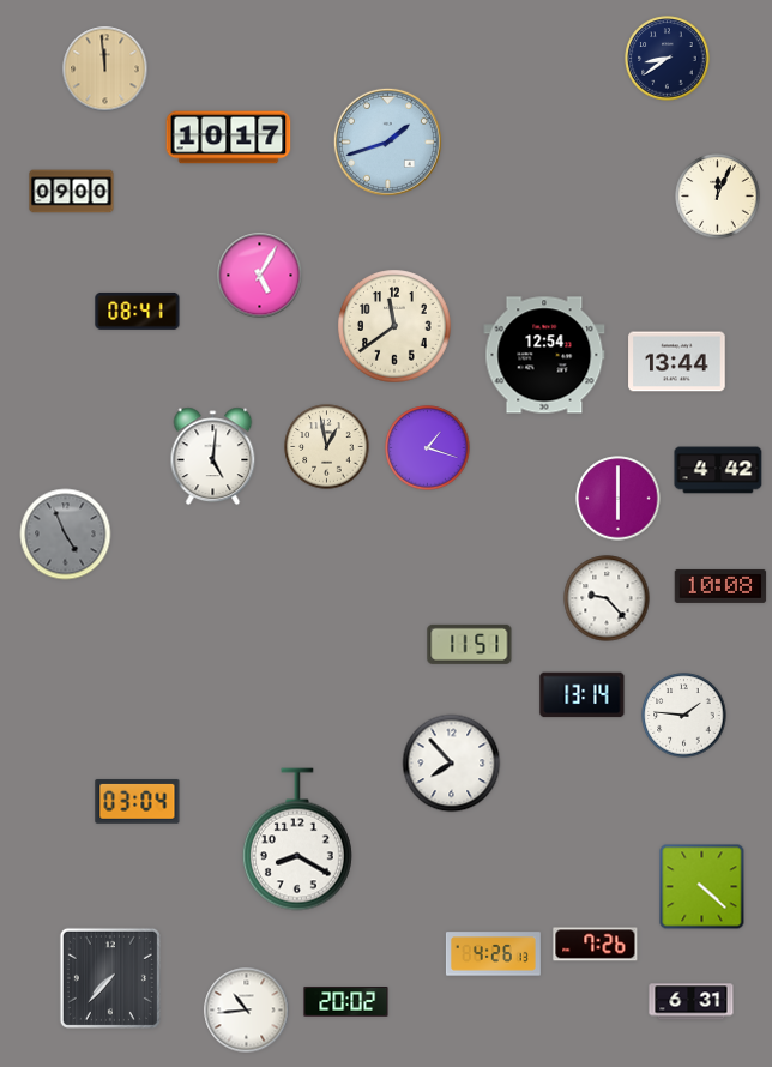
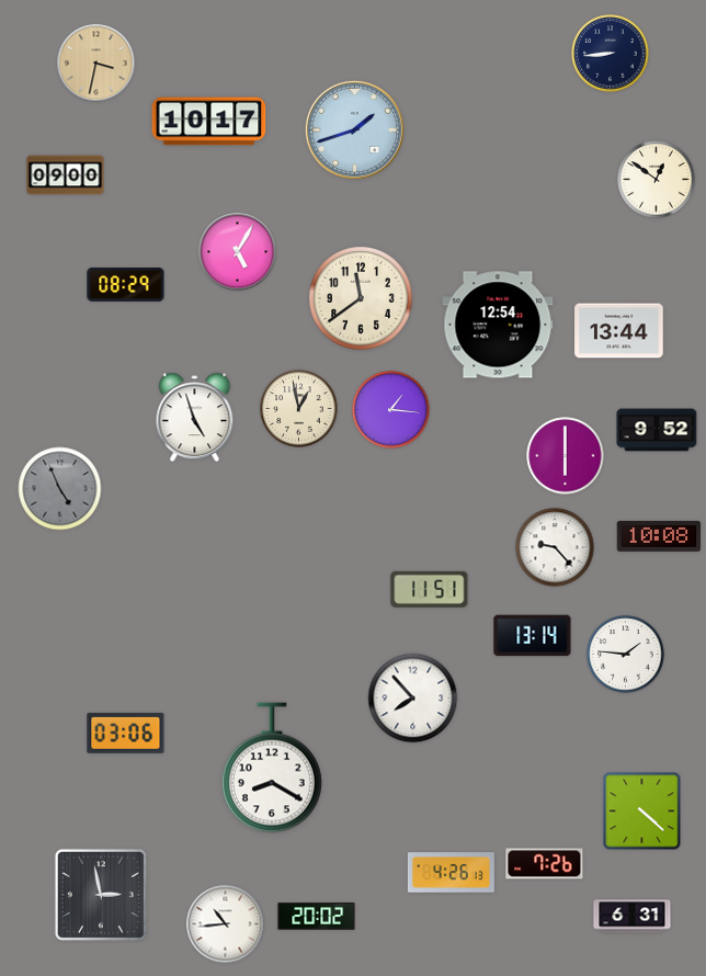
clock at (668, 59): 8:39 -> 8:44
clock at (105, 70): 11:59 -> 3:32
clock at (229, 138) position: (229, 138) -> (209, 122)
clock at (718, 197): 12:04 -> 12:51
clock at (138, 311): 08:41 -> 08:29
clock at (428, 448): 1:18 -> 1:16
clock at (213, 457): 5:01 -> 4:57
clock at (718, 470): 4:42 -> 9:52
clock at (138, 801): 03:04 -> 03:06
clock at (110, 978): 7:37 -> 2:58
